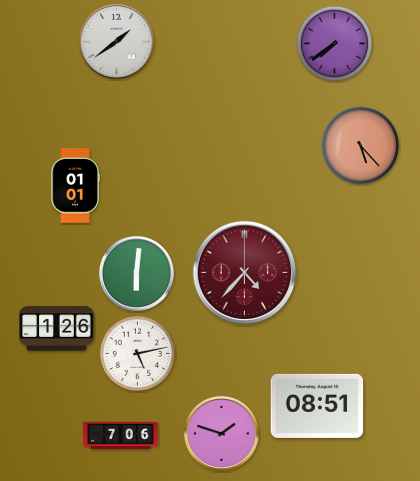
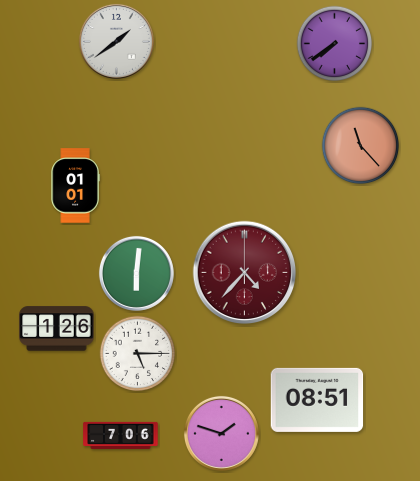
clock at (361, 146): 5:23 -> 11:23
clock at (138, 354): 5:13 -> 5:15
clock at (317, 406) position: (317, 406) -> (317, 400)
